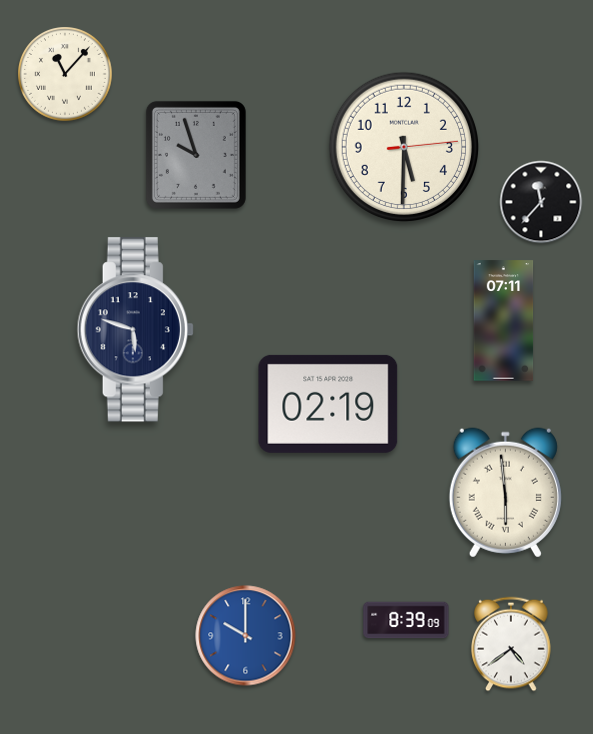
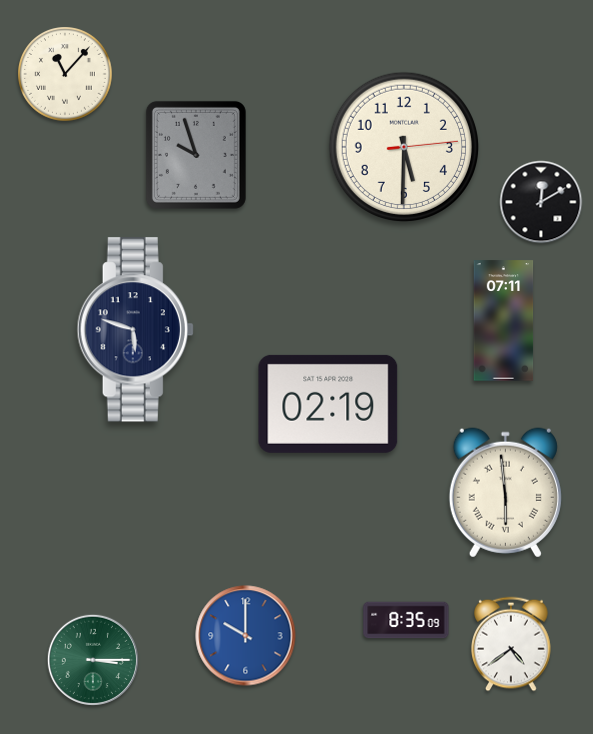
clock at (541, 202): 11:37 -> 12:10
clock at (406, 620): 8:39 -> 8:35
clock at (93, 660): none -> 3:15
